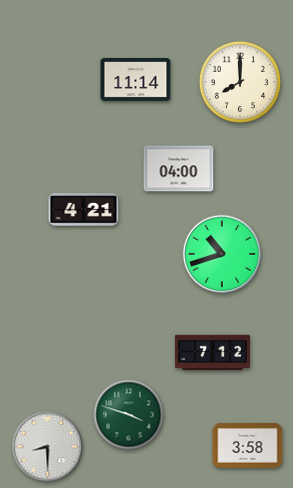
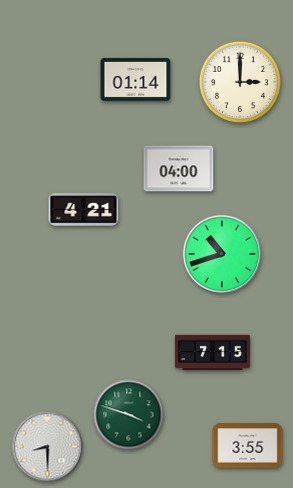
clock at (136, 79): 11:14 -> 01:14
clock at (239, 81): 8:00 -> 3:00
clock at (212, 353): 7:12 -> 7:15
clock at (248, 446): 3:58 -> 3:55
